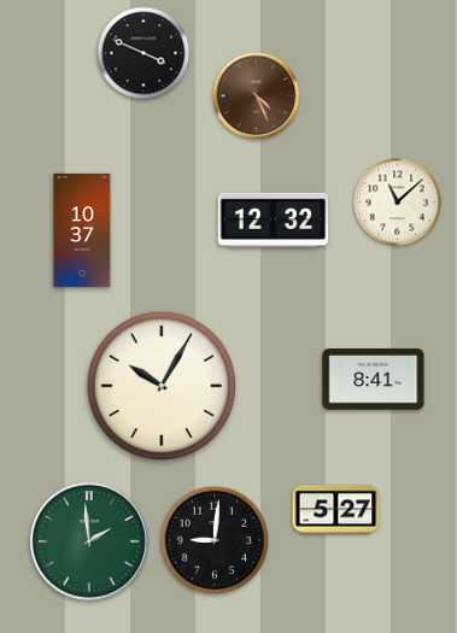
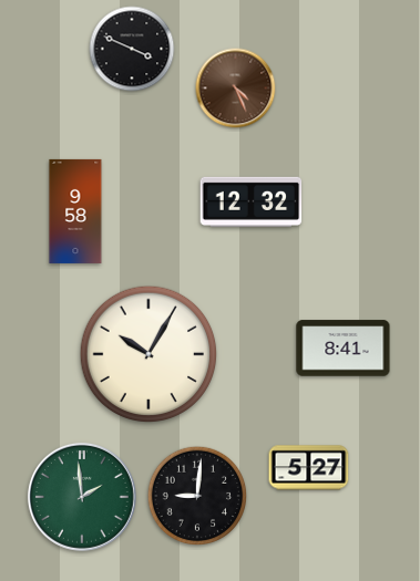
clock at (398, 203): 11:08 -> none
clock at (82, 230): 10:37 -> 9:58
